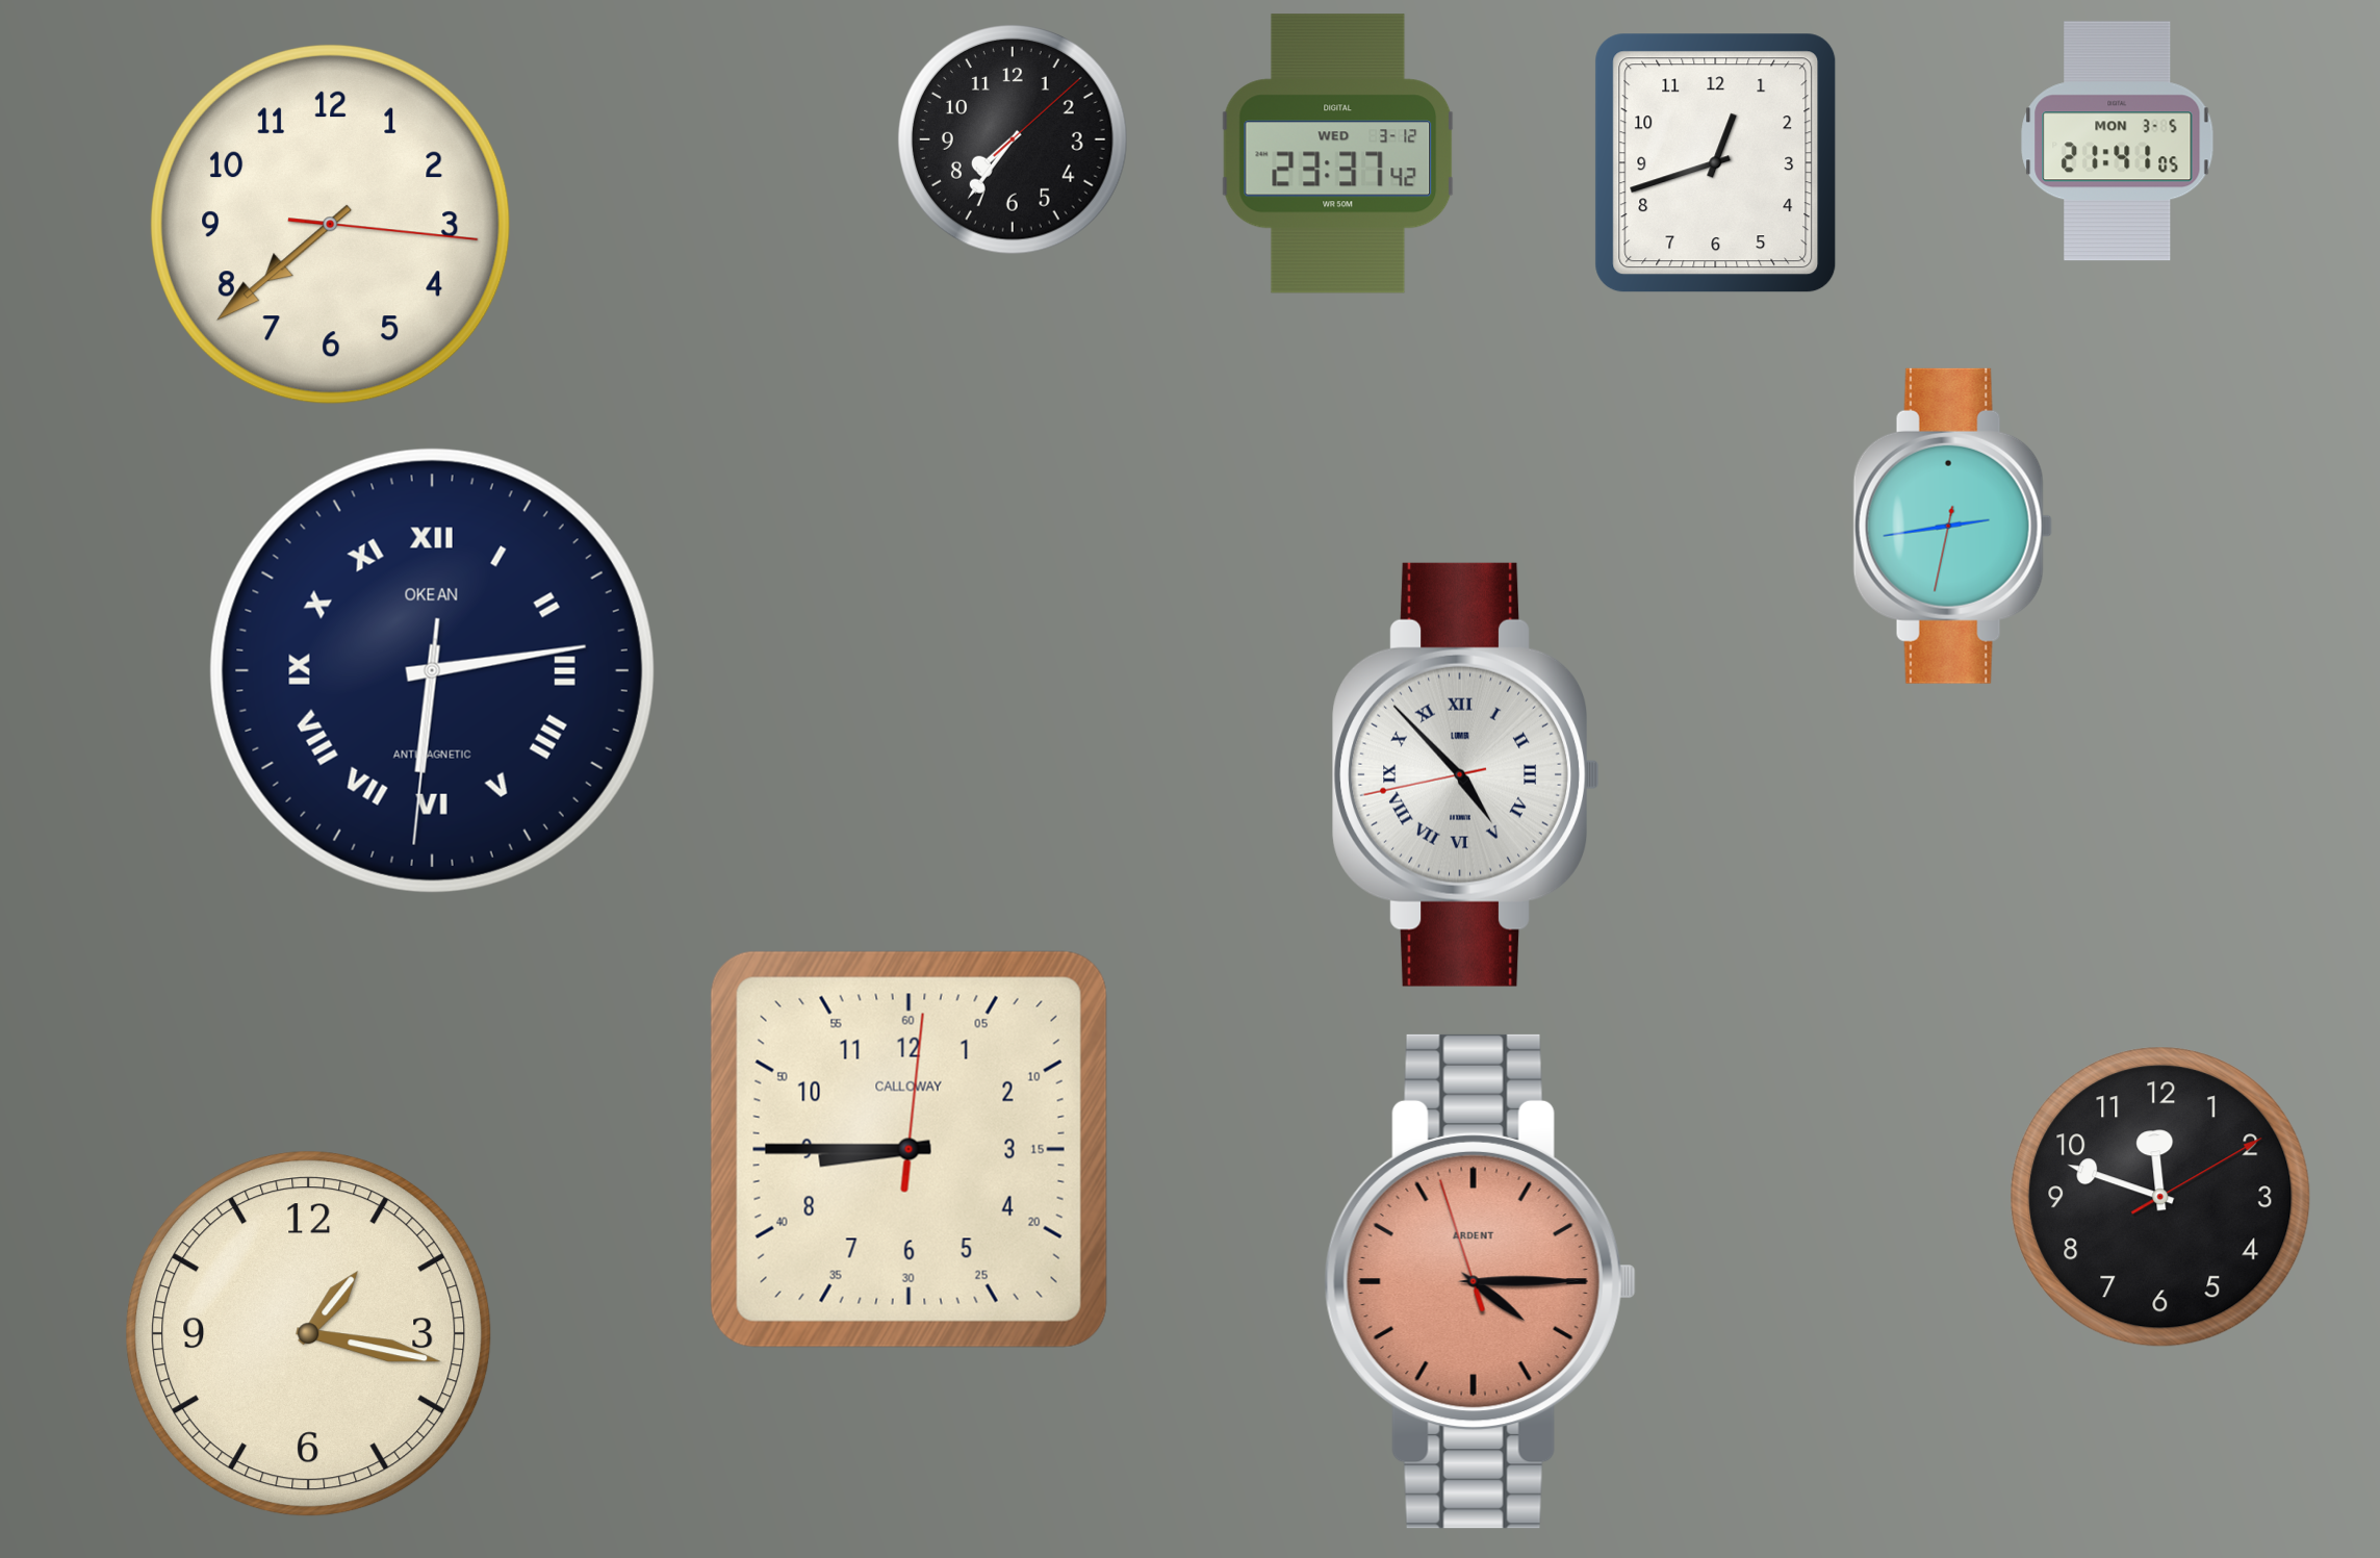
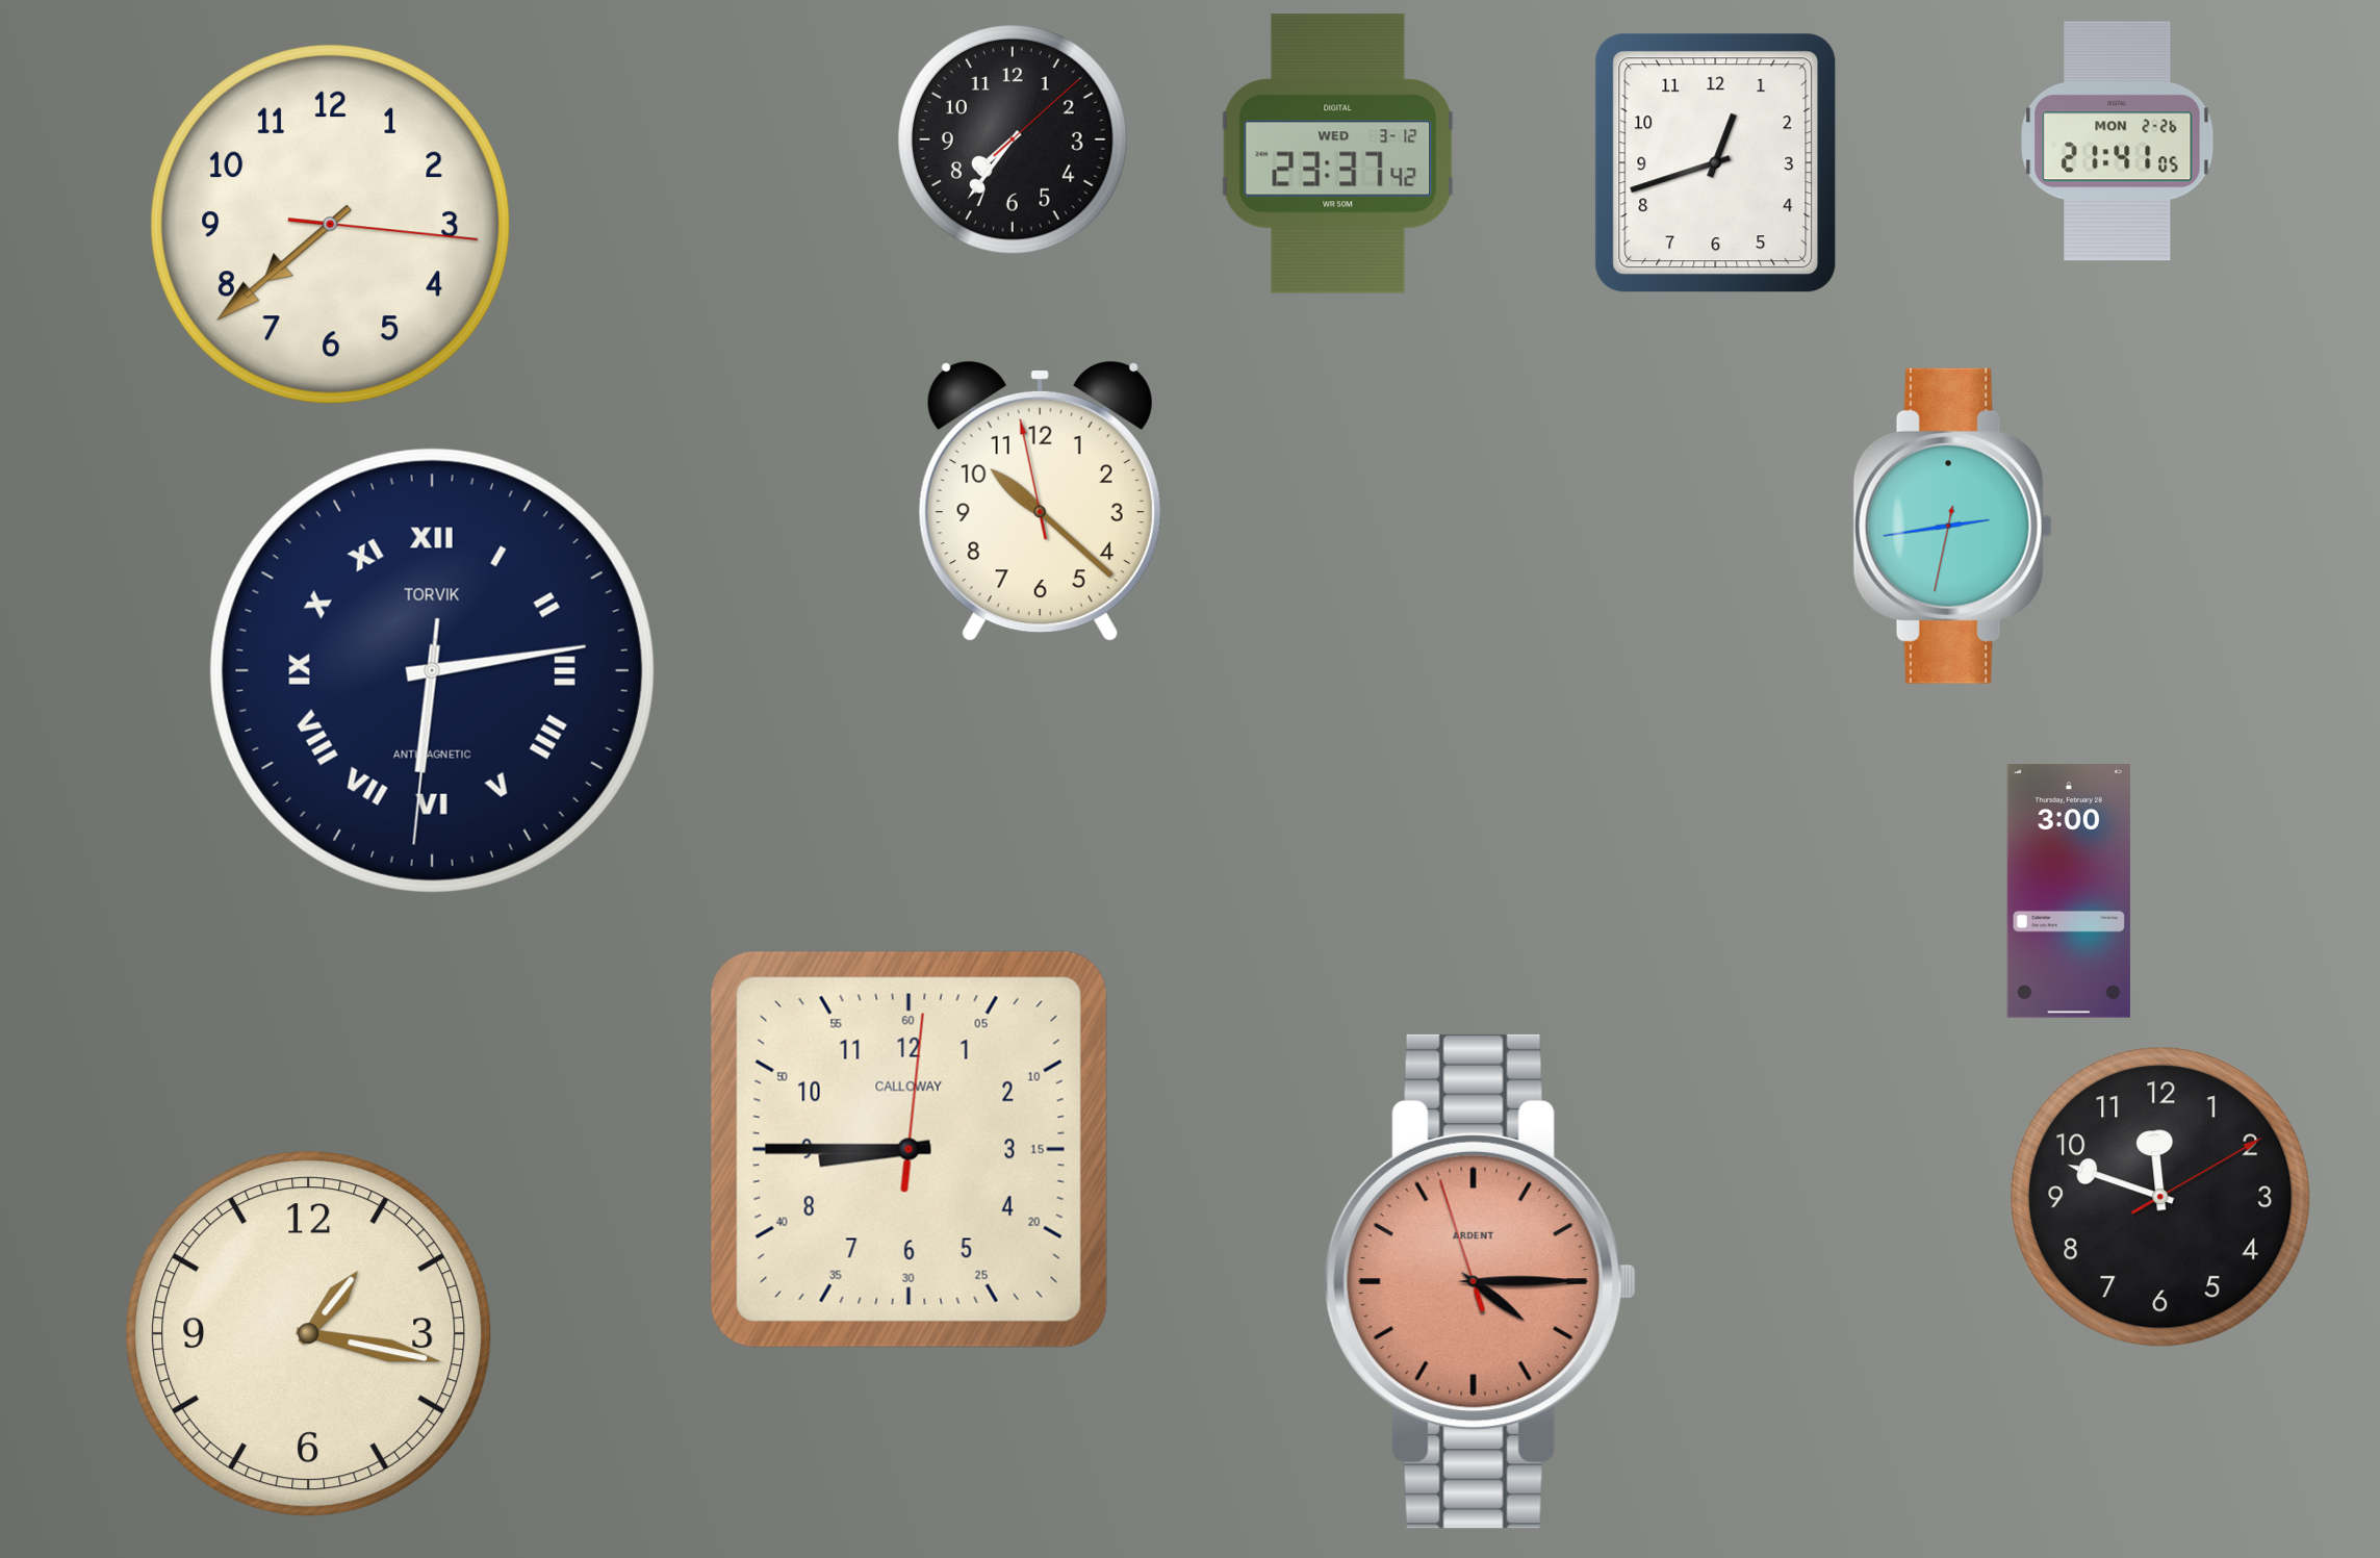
clock at (2118, 142) date: MON 3-5 -> MON 2-26
clock at (1040, 502): none -> 10:21
clock at (432, 670) brand: OKEAN -> TORVIK
clock at (1465, 774): 4:52 -> none
clock at (2069, 891): none -> 3:00
